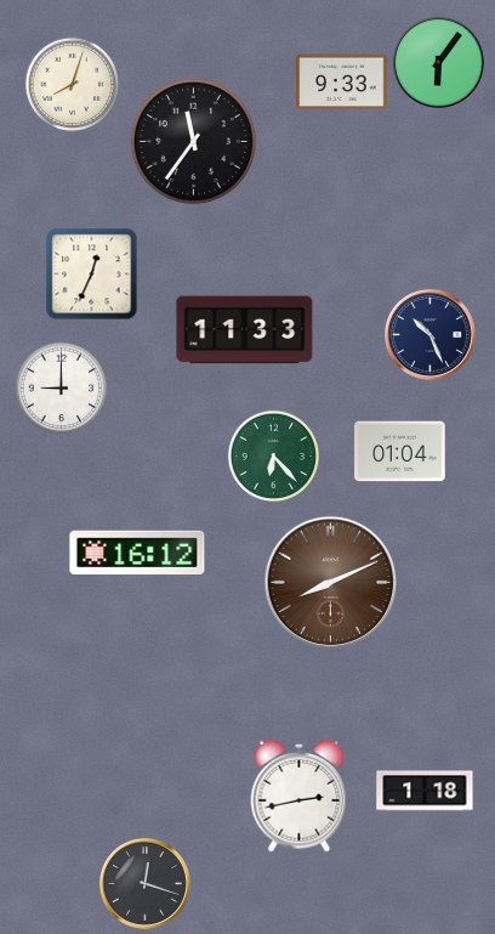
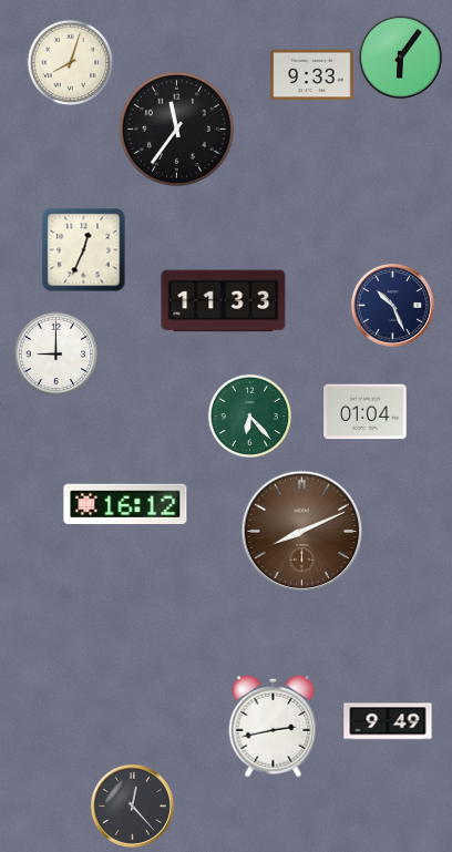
clock at (73, 85) position: (73, 85) -> (71, 63)
clock at (425, 791): 1:18 -> 9:49
clock at (144, 883): 12:18 -> 12:23
